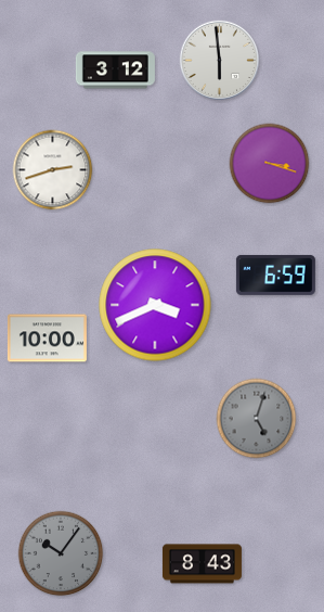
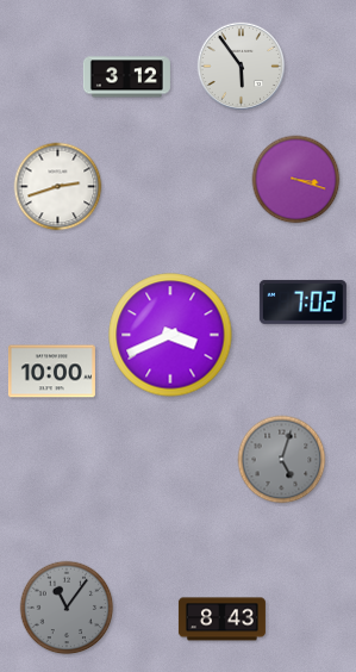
clock at (219, 60): 5:59 -> 5:54
clock at (275, 275): 6:59 -> 7:02
clock at (61, 553): 10:06 -> 11:06
